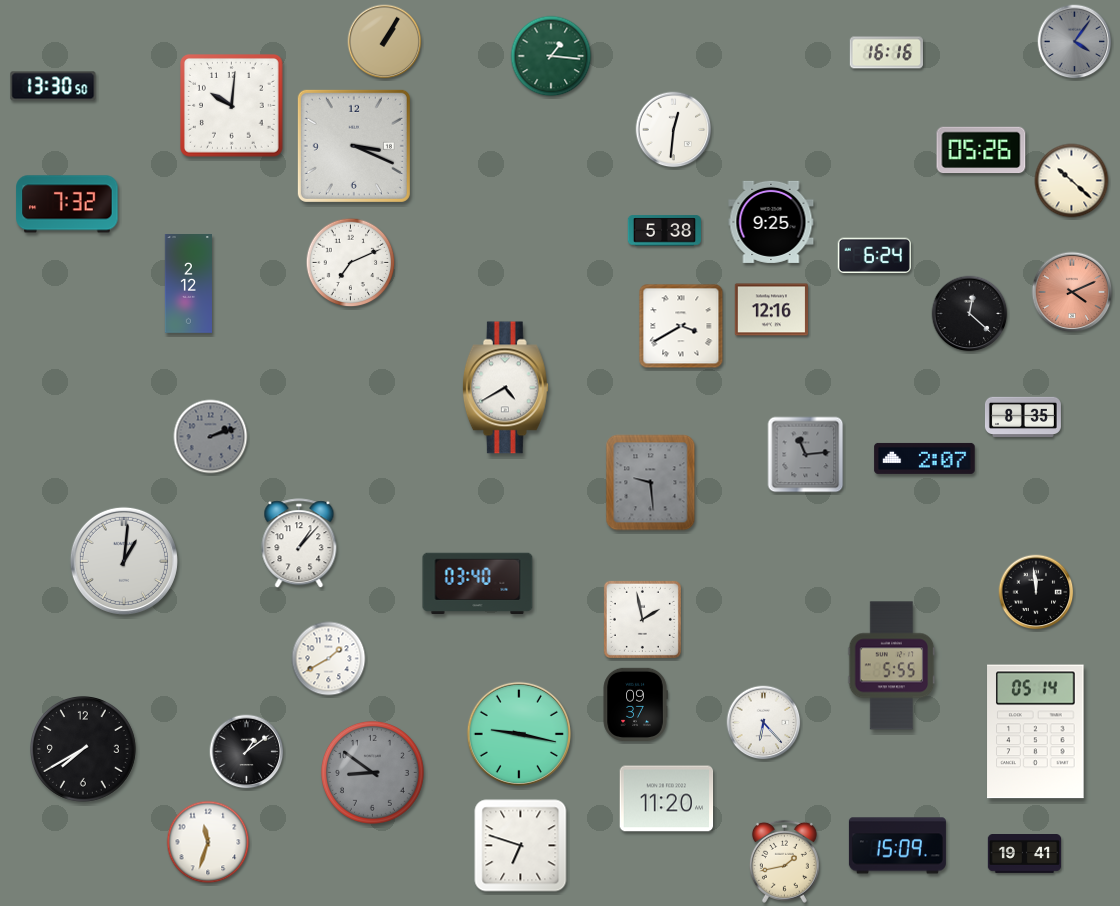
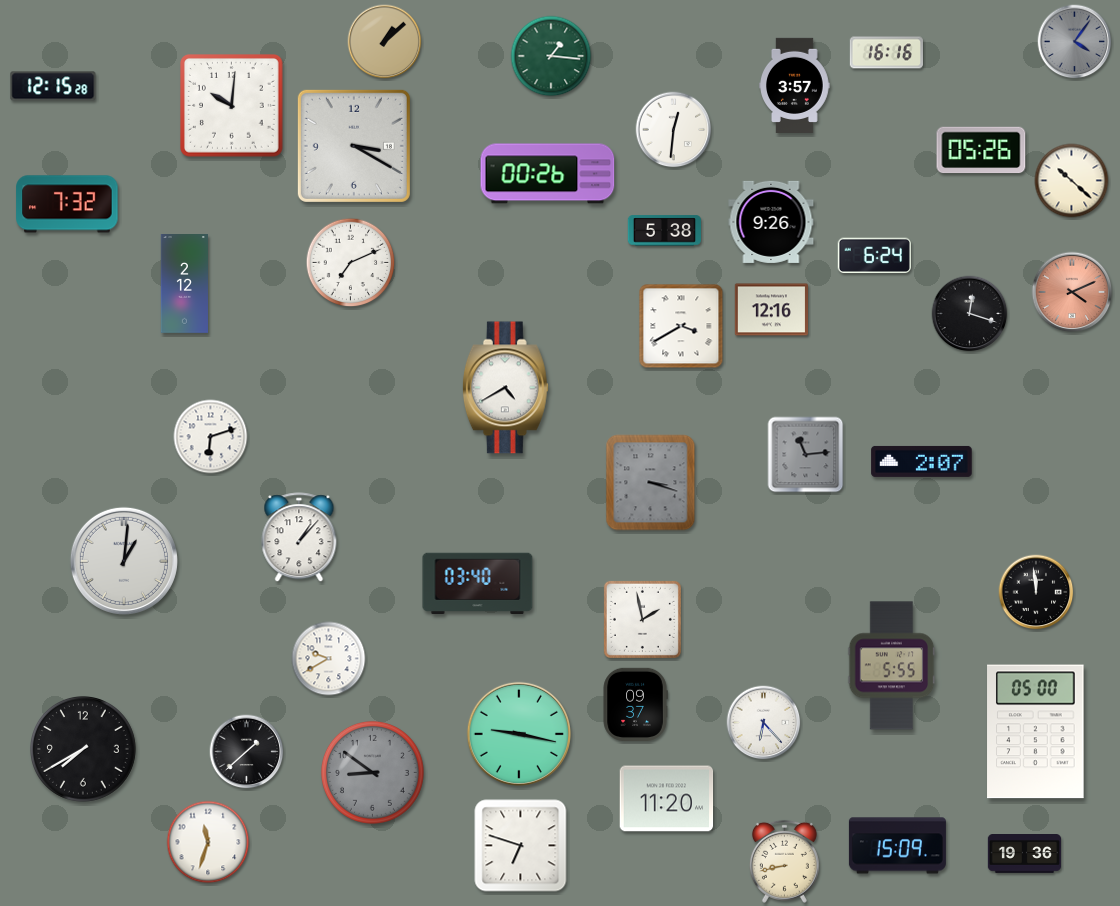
clock at (385, 42): 1:05 -> 1:08
clock at (795, 85): none -> 3:57
clock at (53, 86): 13:30 -> 12:15
clock at (354, 146): 3:19 -> 3:20
clock at (548, 174): none -> 00:26
clock at (771, 222): 9:25 -> 9:26
clock at (188, 284) position: (188, 284) -> (184, 284)
clock at (970, 314): 12:22 -> 12:18
clock at (1023, 416): 8:35 -> none
clock at (211, 437): 2:12 -> 6:12
clock at (211, 437) dial: grey -> white
clock at (925, 458) position: (925, 458) -> (922, 461)
clock at (651, 483): 9:29 -> 3:18
clock at (299, 544) position: (299, 544) -> (299, 538)
clock at (329, 659): 1:40 -> 9:40
clock at (1036, 732): 05:14 -> 05:00
clock at (247, 752): 1:09 -> 1:38
clock at (1025, 854): 19:41 -> 19:36
clock at (784, 861): 1:43 -> 8:43
